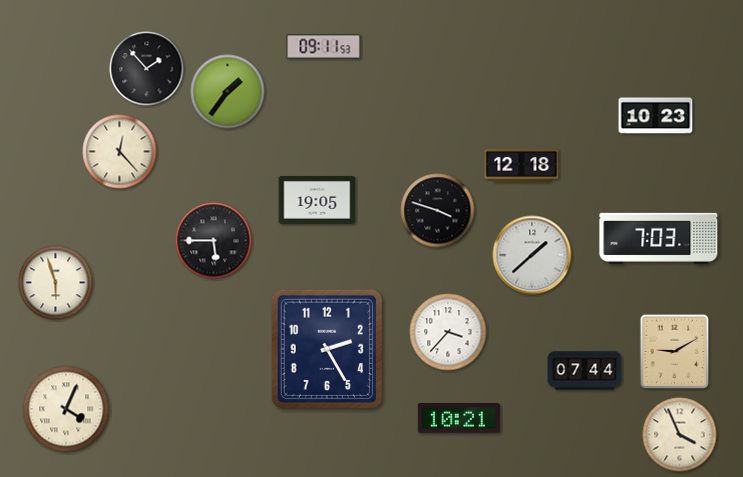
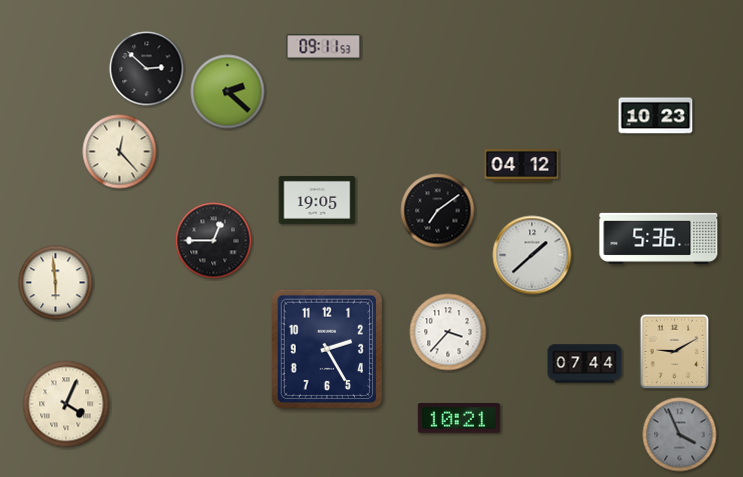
clock at (147, 69): 1:53 -> 2:52
clock at (228, 92): 1:36 -> 2:22
clock at (522, 165): 12:18 -> 04:12
clock at (438, 211): 3:48 -> 7:09
clock at (659, 238): 7:03 -> 5:36
clock at (214, 241): 5:45 -> 12:45
clock at (56, 283): 5:57 -> 5:59
clock at (585, 371) position: (585, 371) -> (585, 364)
clock at (66, 409) position: (66, 409) -> (66, 404)
clock at (680, 435) dial: cream -> grey
